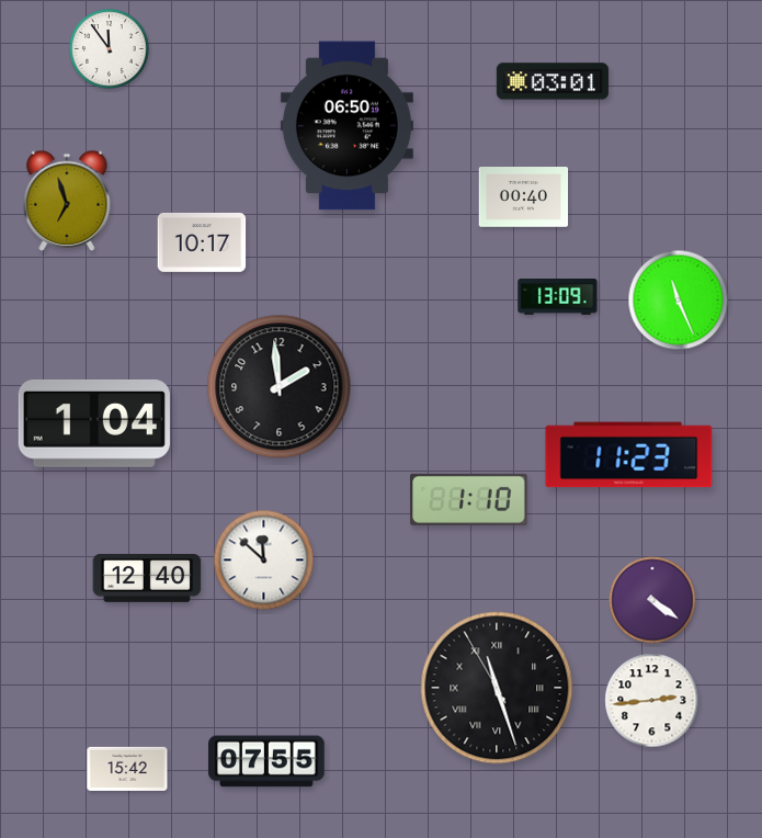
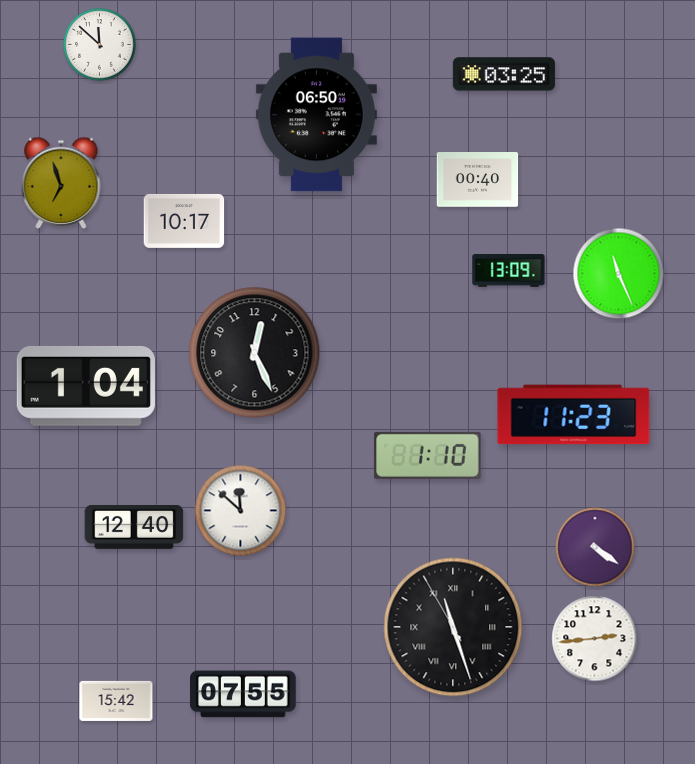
clock at (110, 49): 11:54 -> 11:52
clock at (553, 81): 03:01 -> 03:25
clock at (280, 387): 1:59 -> 12:26
